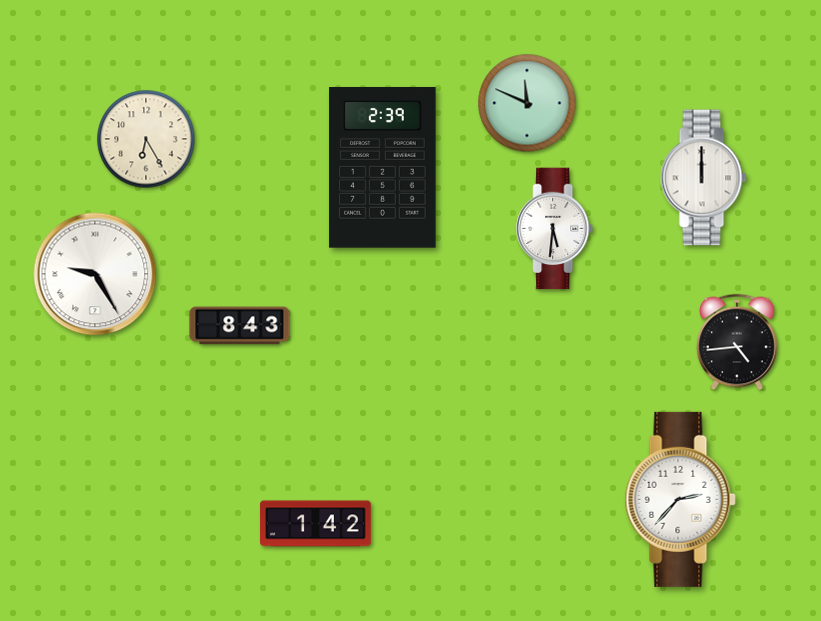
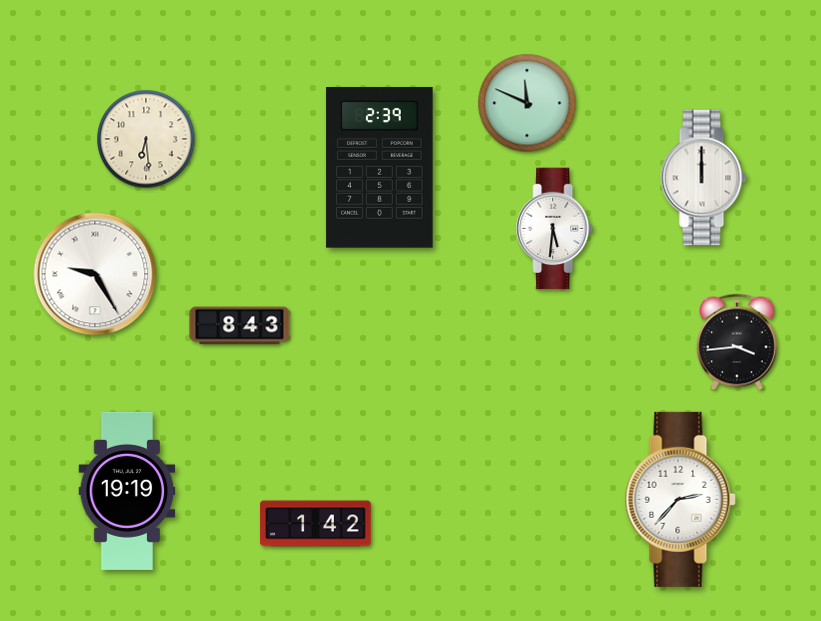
clock at (146, 139): 6:25 -> 6:29
clock at (383, 168) position: (383, 168) -> (380, 168)
clock at (738, 342): 4:44 -> 3:44
clock at (127, 491): none -> 19:19
